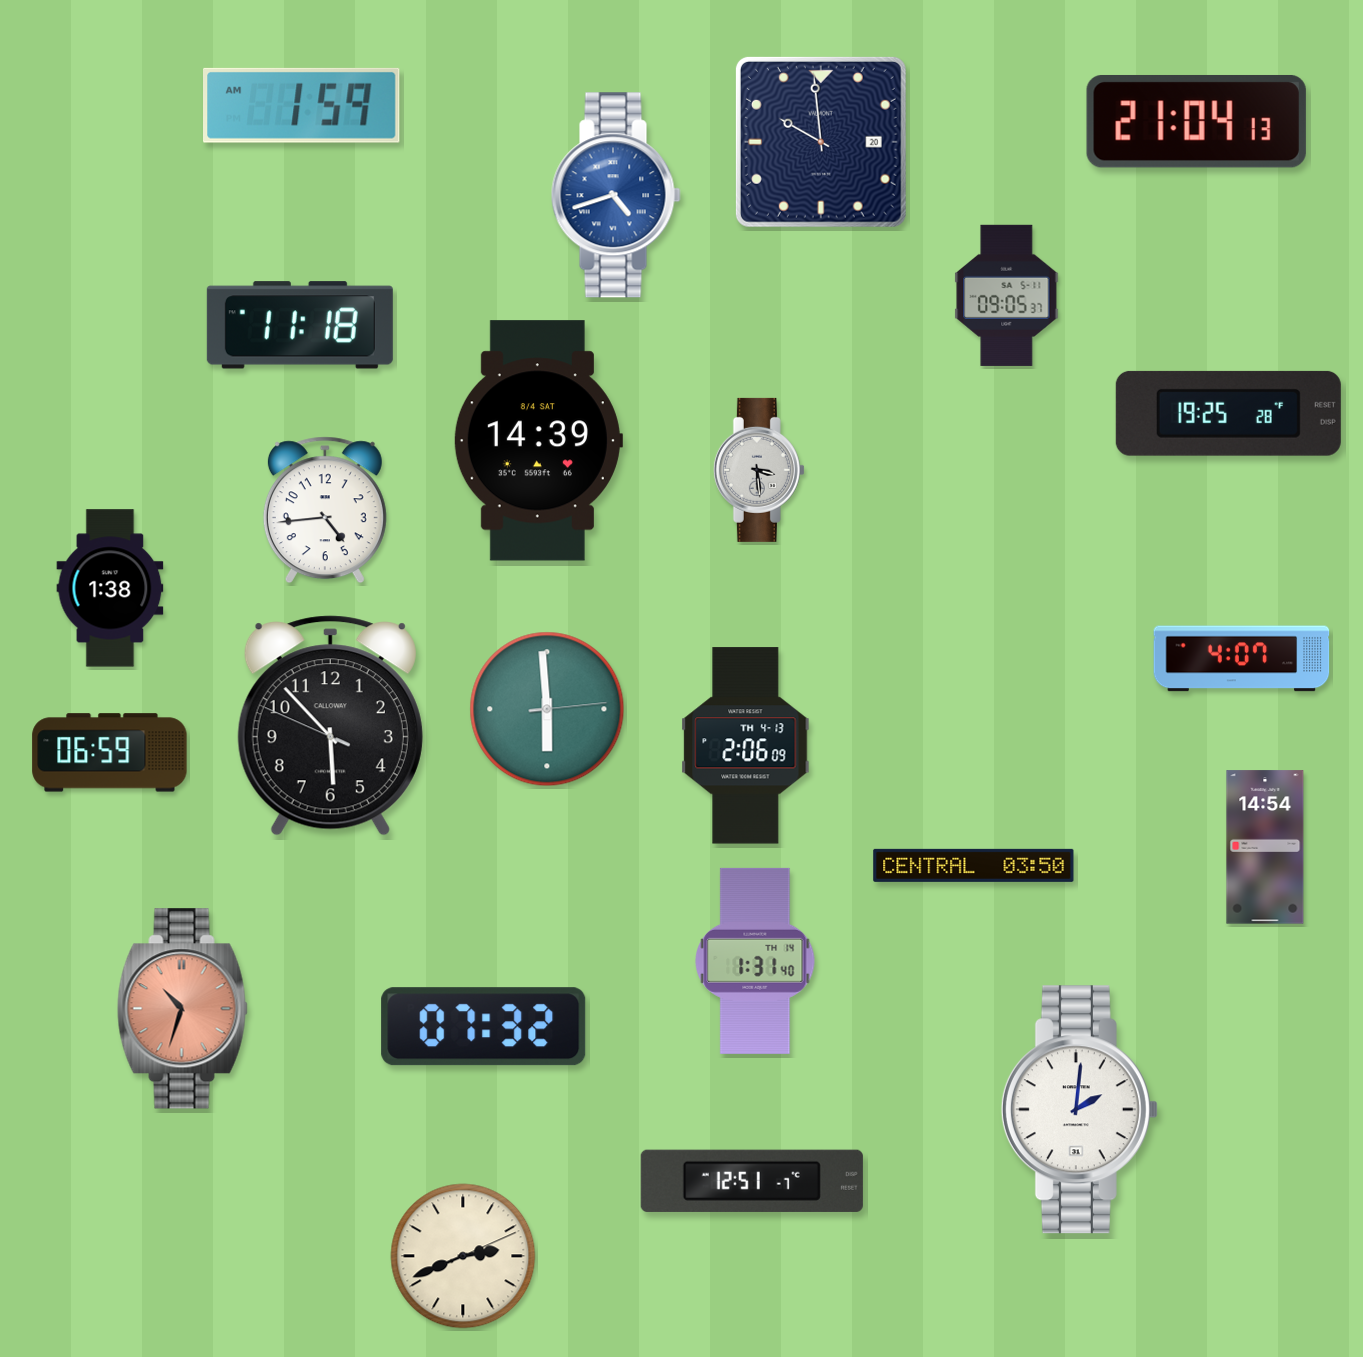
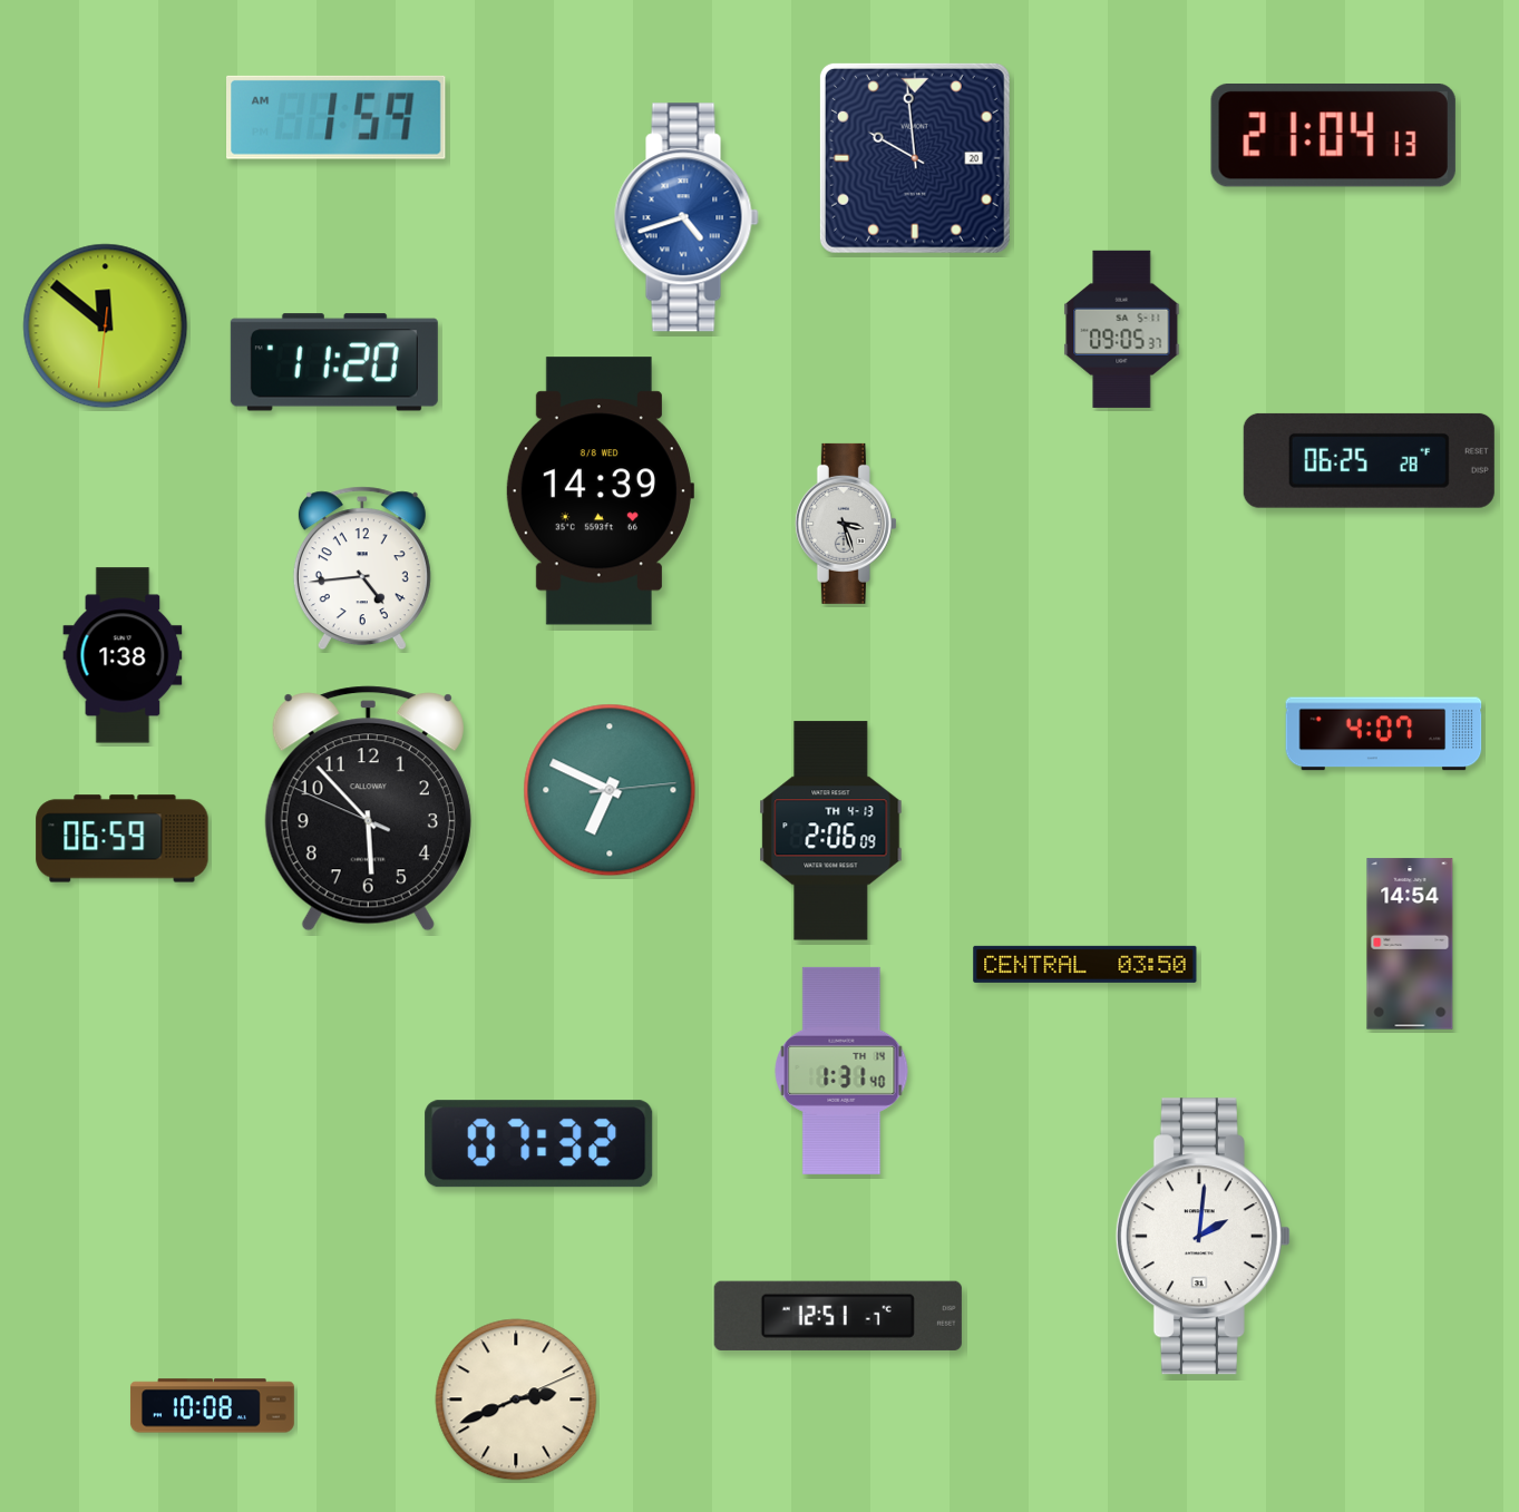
clock at (106, 326): none -> 11:51
clock at (300, 325): 11:18 -> 11:20
clock at (1228, 413): 19:25 -> 06:25
clock at (538, 441) date: 8/4 SAT -> 8/8 WED
clock at (759, 470): 3:29 -> 3:27
clock at (547, 709): 5:59 -> 6:49
clock at (182, 1009): 10:33 -> none
clock at (212, 1406): none -> 10:08
